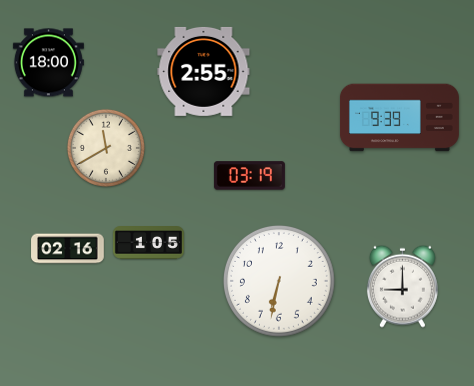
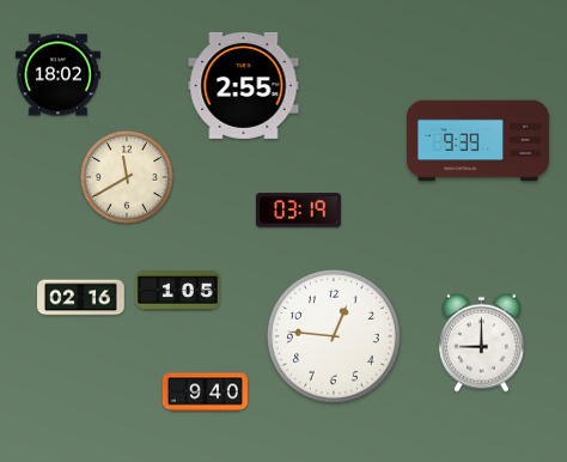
clock at (48, 63): 18:00 -> 18:02
clock at (279, 281): 6:32 -> 12:46
clock at (205, 393): none -> 9:40
